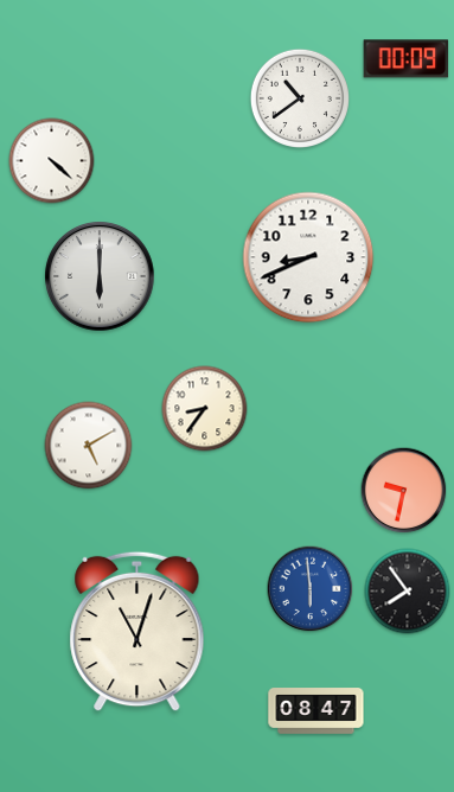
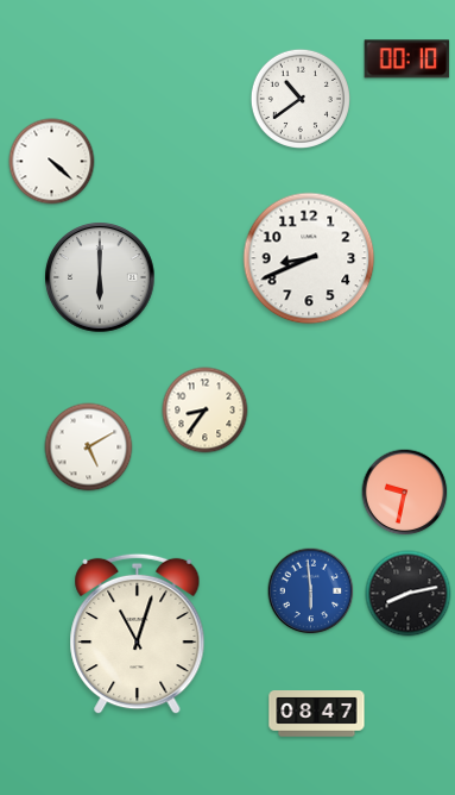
clock at (407, 59): 00:09 -> 00:10
clock at (408, 592): 7:54 -> 8:13
